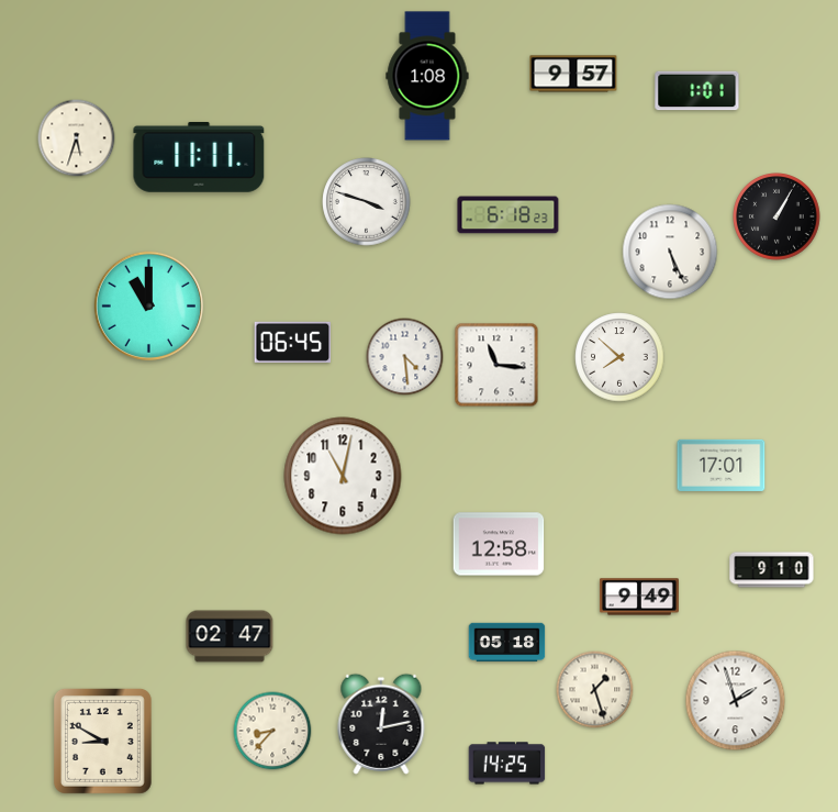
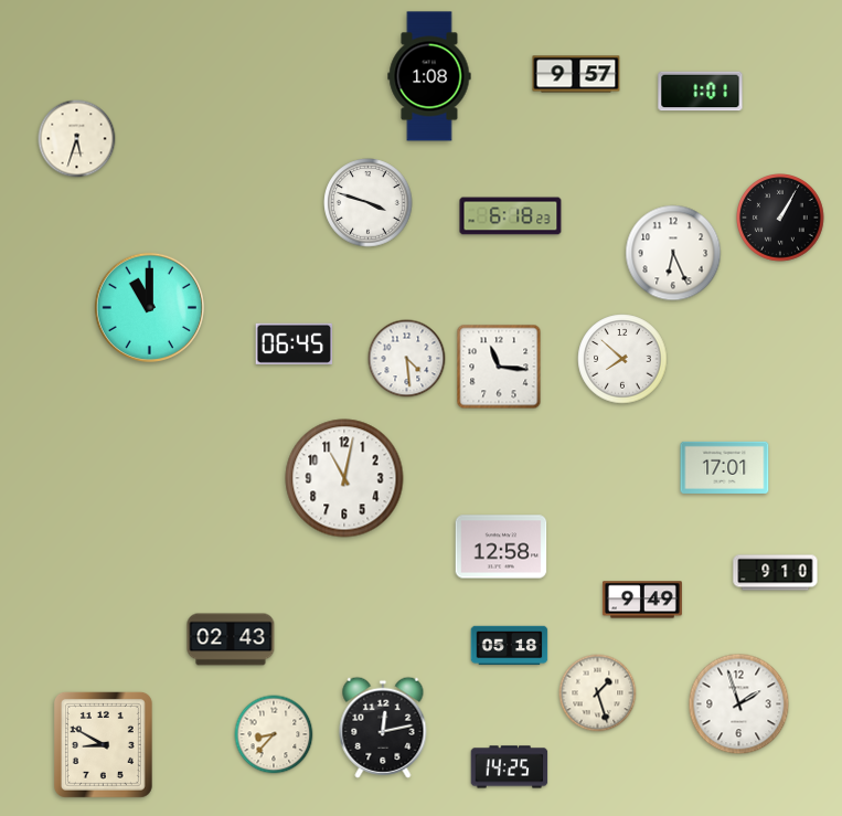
clock at (199, 157): 11:11 -> none
clock at (670, 252): 5:26 -> 6:26
clock at (230, 636): 02:47 -> 02:43
